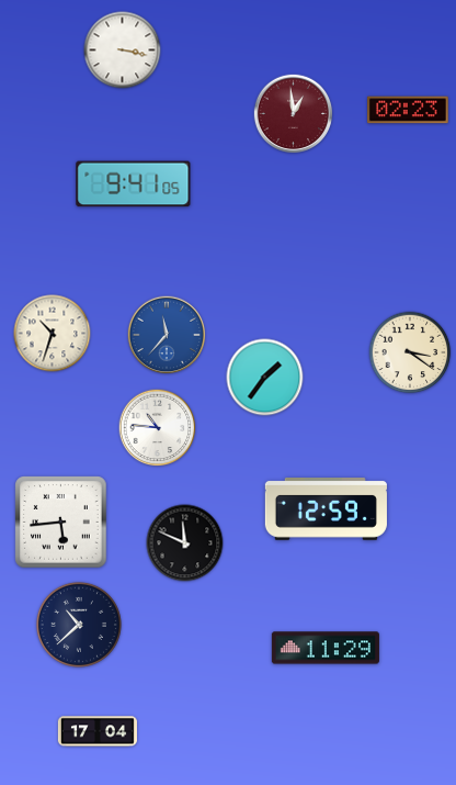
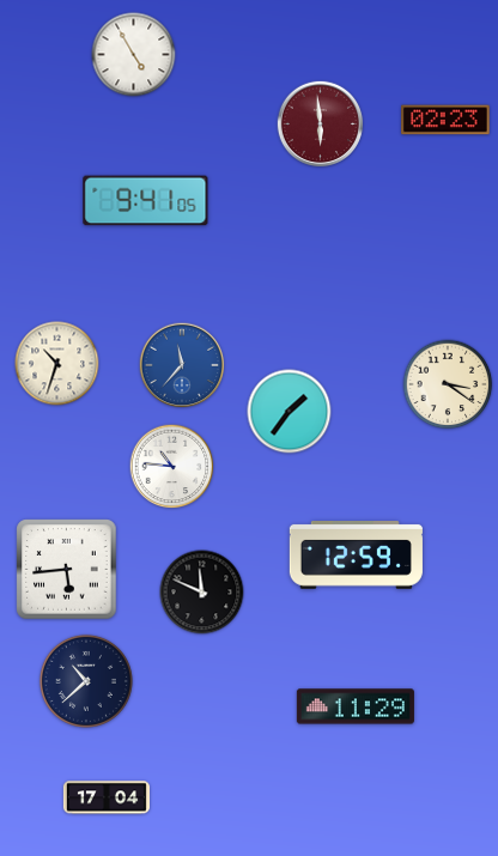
clock at (123, 51): 3:17 -> 4:55
clock at (294, 114): 12:59 -> 5:59
